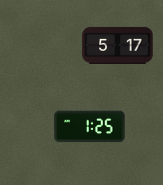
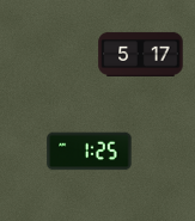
clock at (90, 127) position: (90, 127) -> (90, 152)
